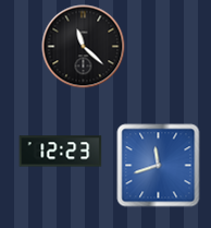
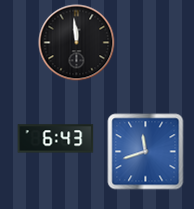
clock at (84, 47): 11:22 -> 11:59
clock at (61, 152): 12:23 -> 6:43
